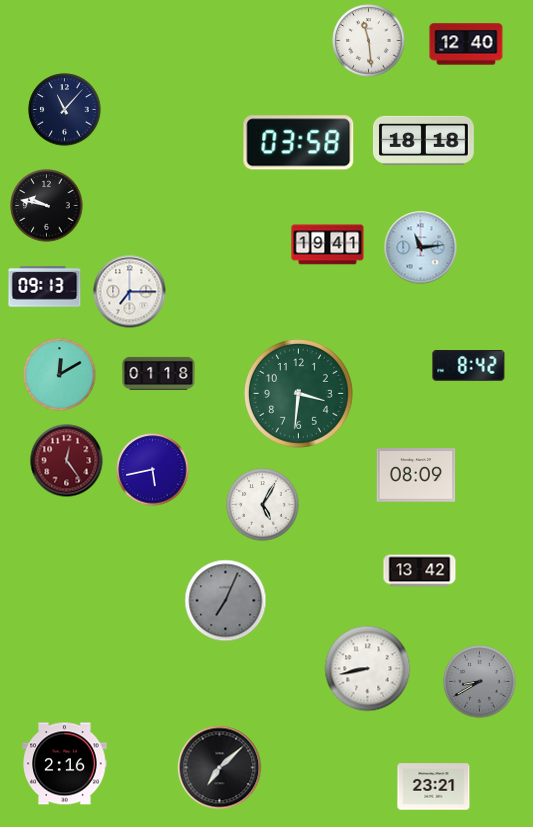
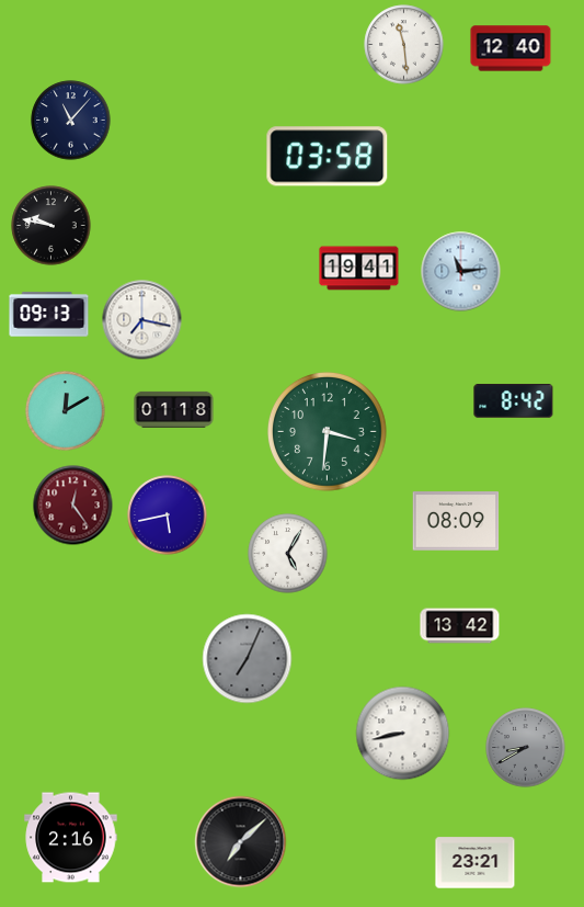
clock at (423, 140): 18:18 -> none
clock at (130, 292): 7:15 -> 7:17
